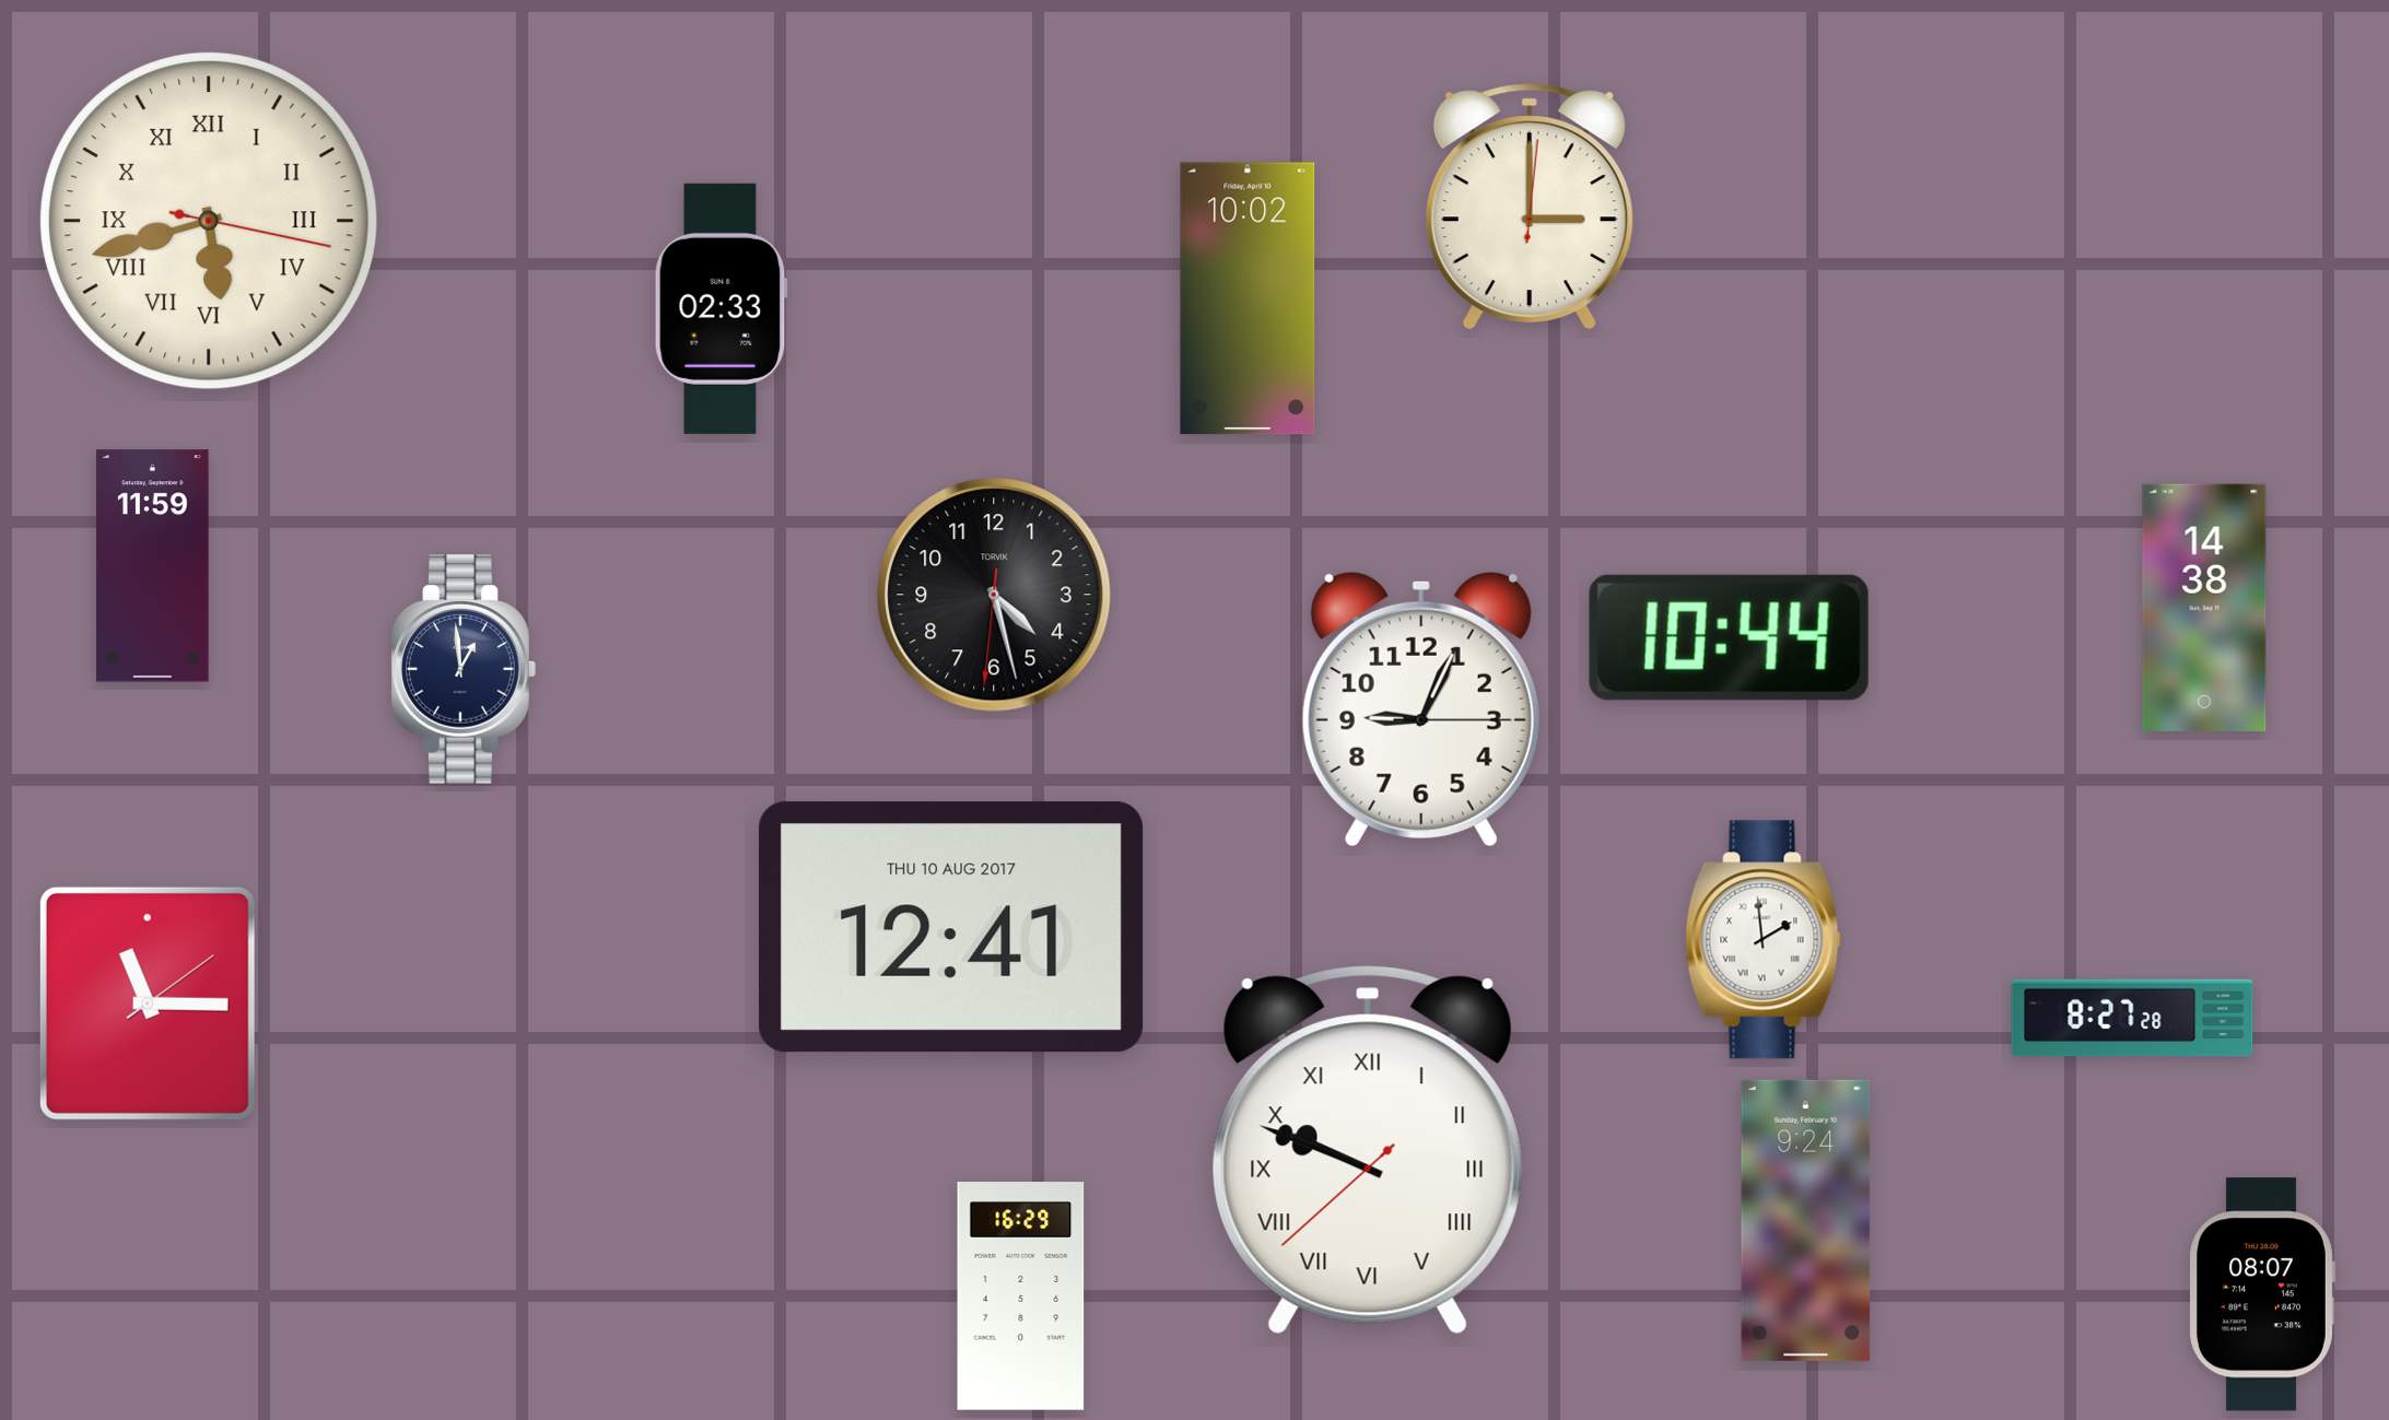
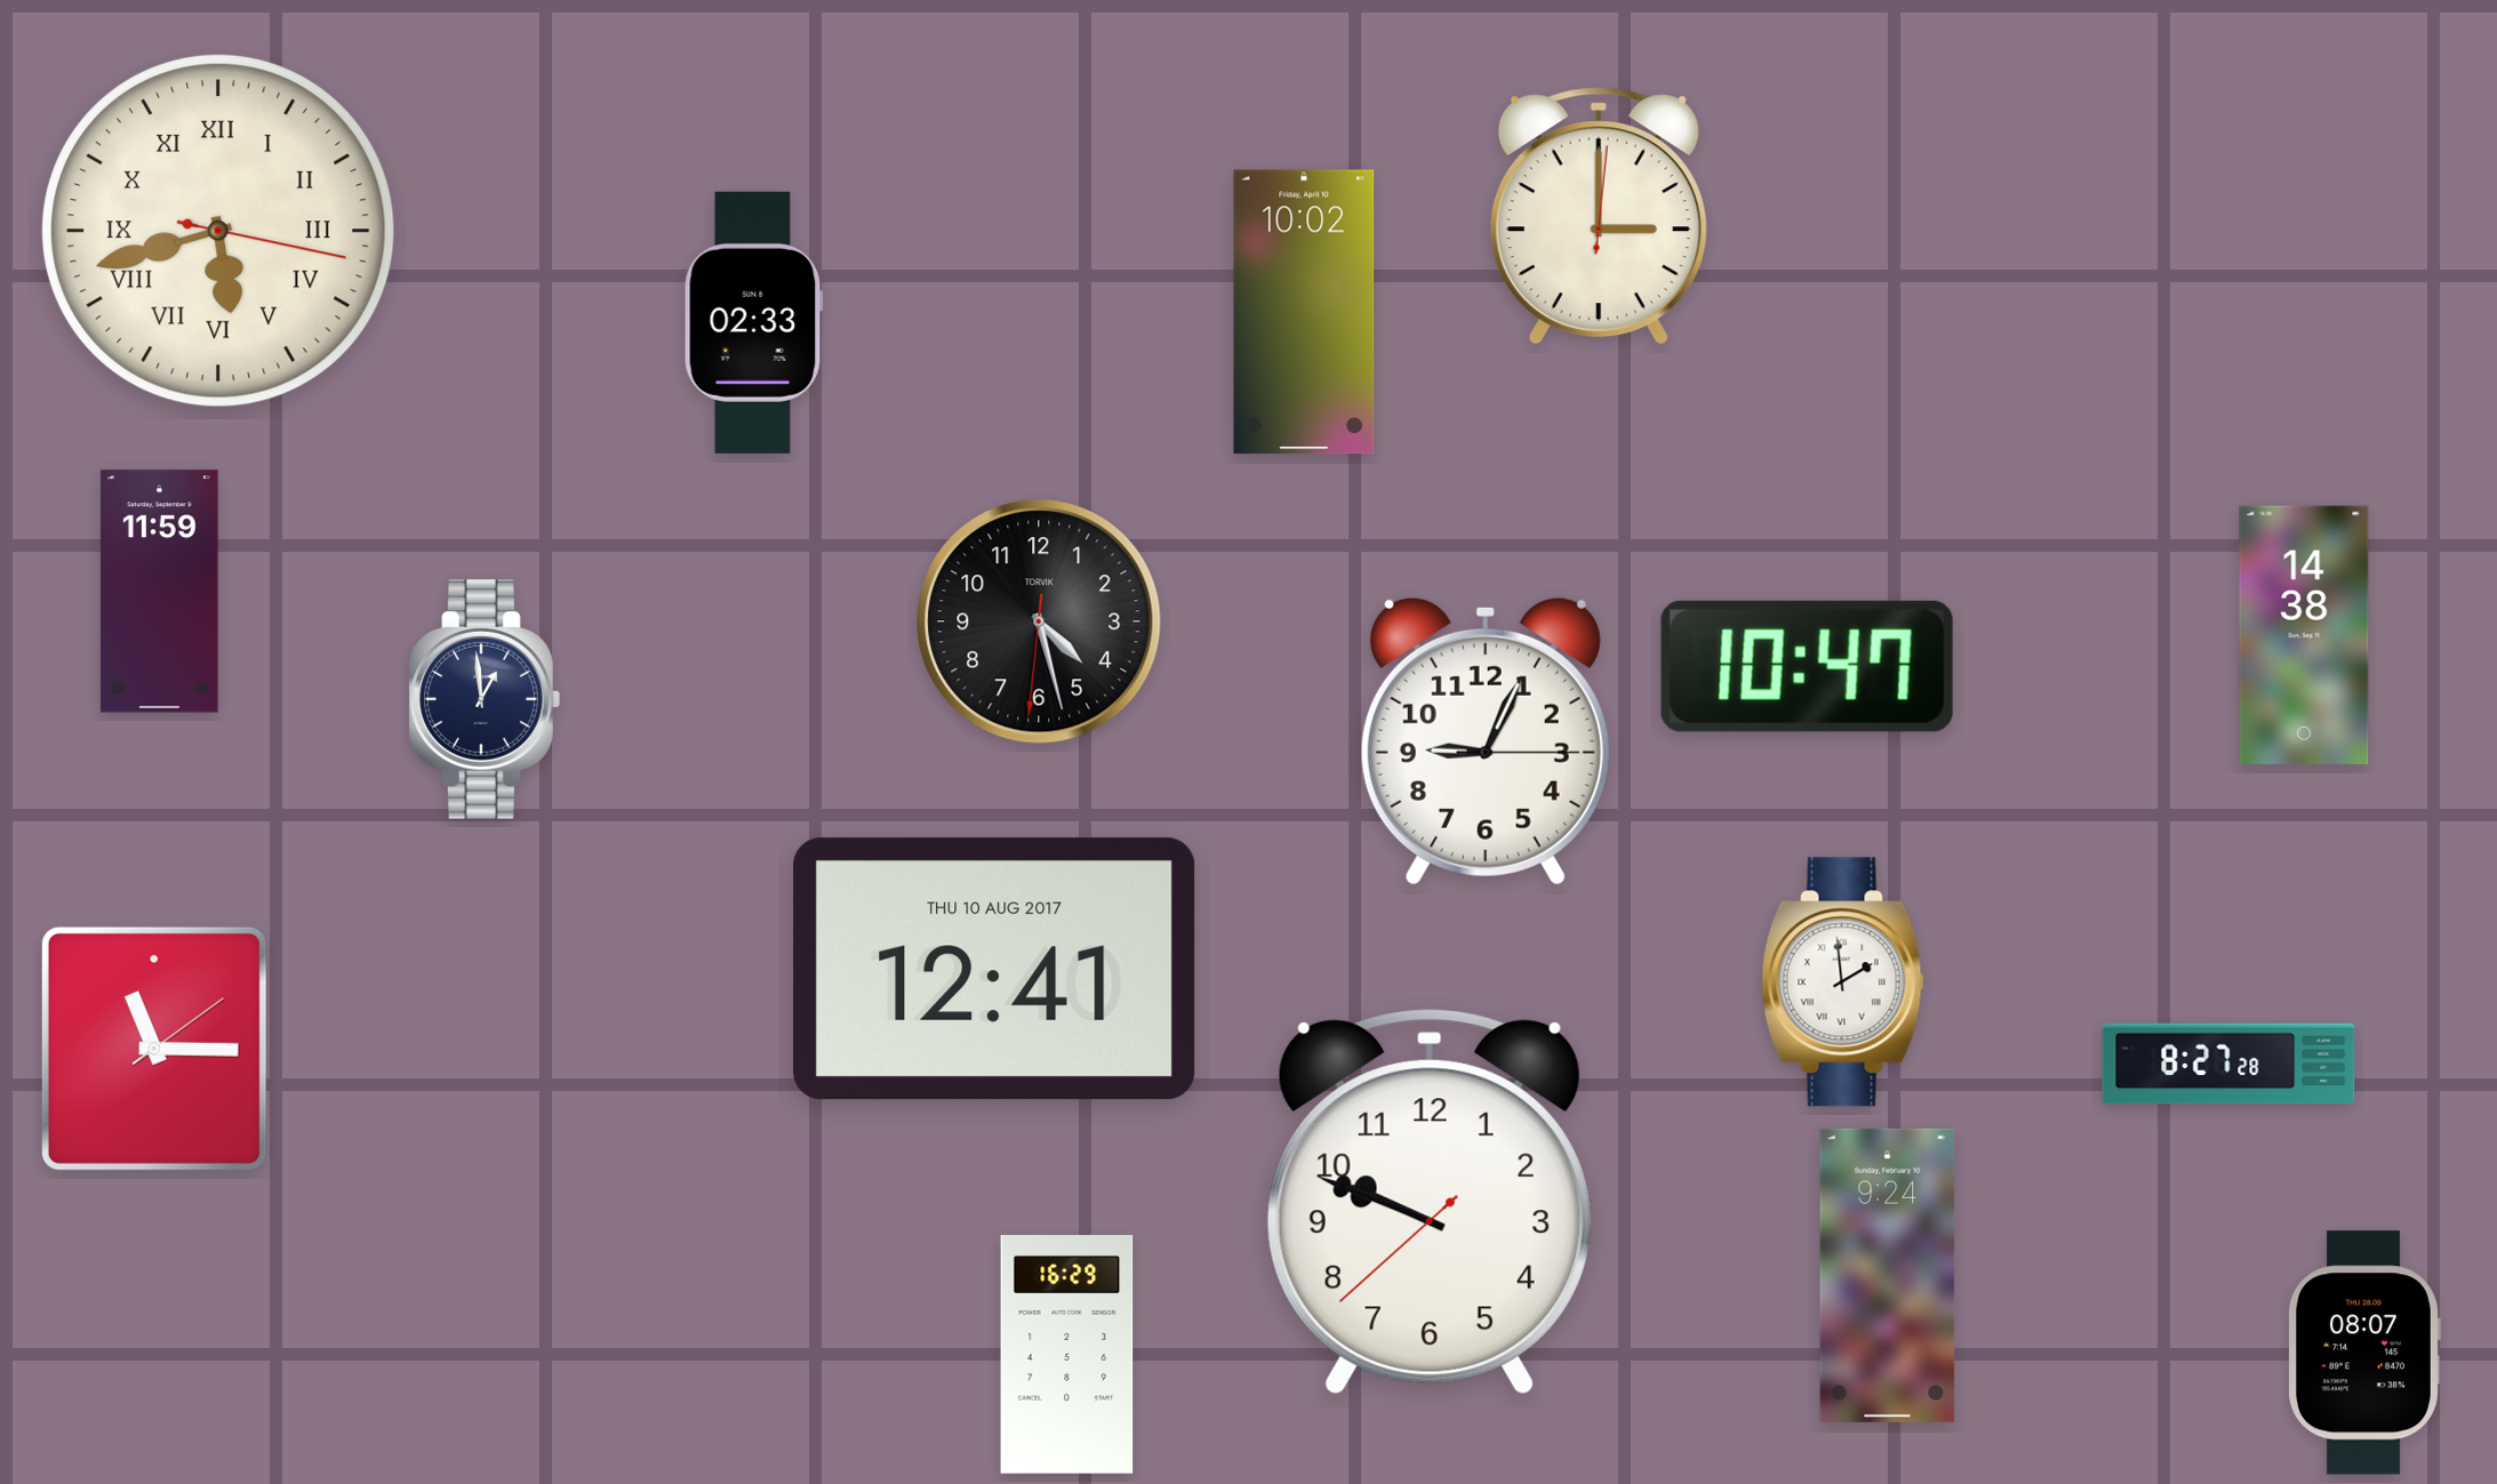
clock at (1729, 637): 10:44 -> 10:47
clock at (1368, 1150) numerals: Roman -> Arabic
